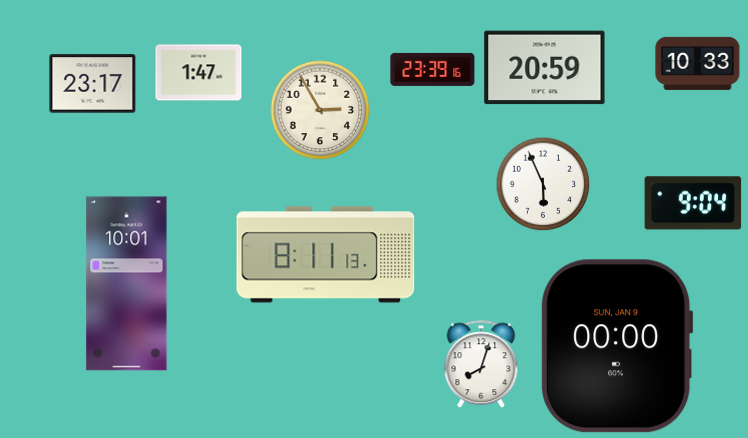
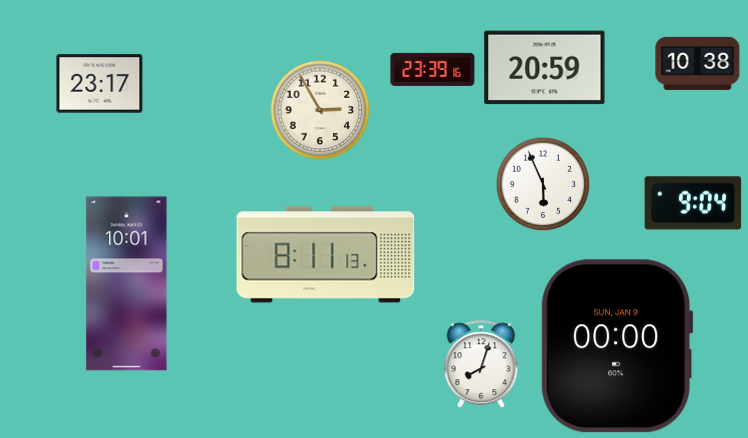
clock at (698, 63): 10:33 -> 10:38
clock at (199, 73): 1:47 -> none
clock at (93, 84) position: (93, 84) -> (100, 84)
